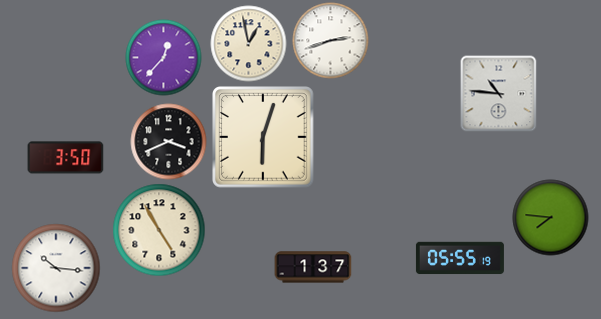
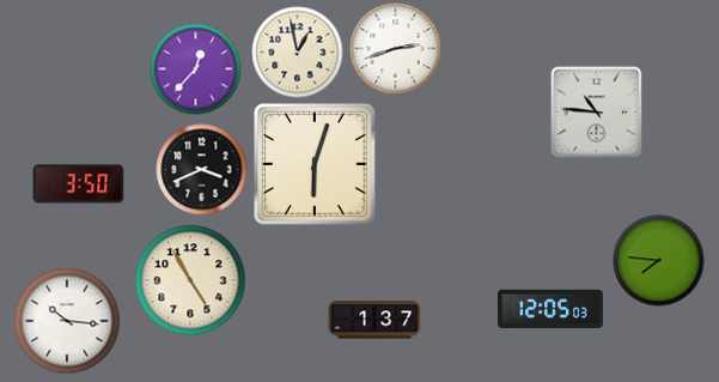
clock at (66, 158) position: (66, 158) -> (79, 184)
clock at (159, 230) position: (159, 230) -> (190, 280)
clock at (460, 258): 05:55 -> 12:05
